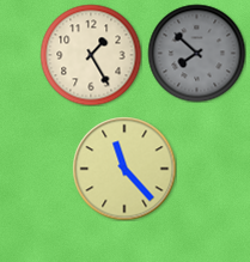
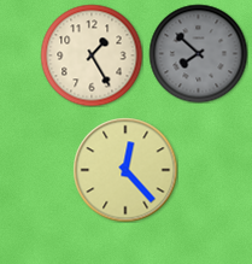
clock at (124, 169): 11:23 -> 12:23
